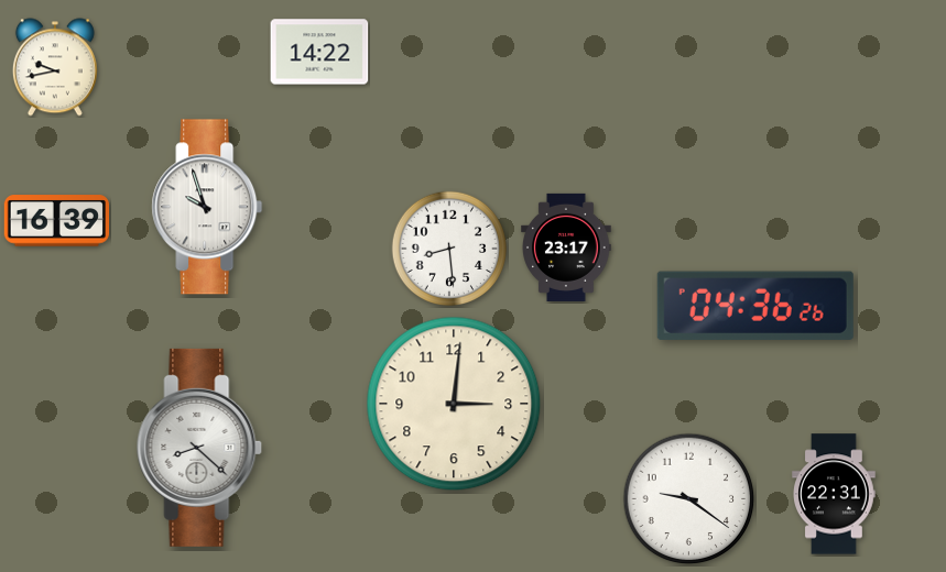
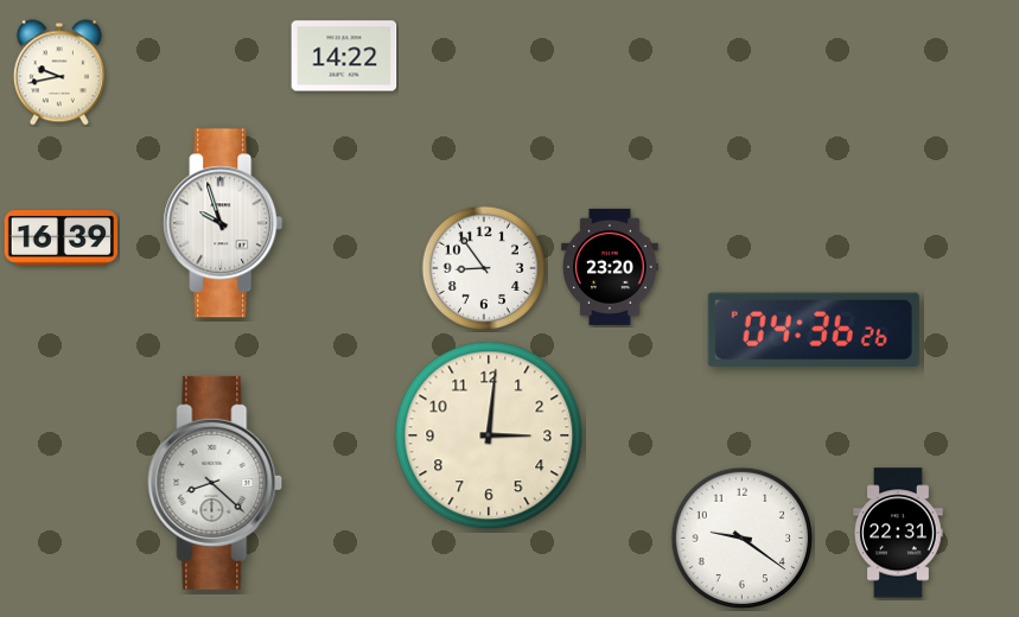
clock at (448, 248): 8:29 -> 8:54
clock at (567, 248): 23:17 -> 23:20
